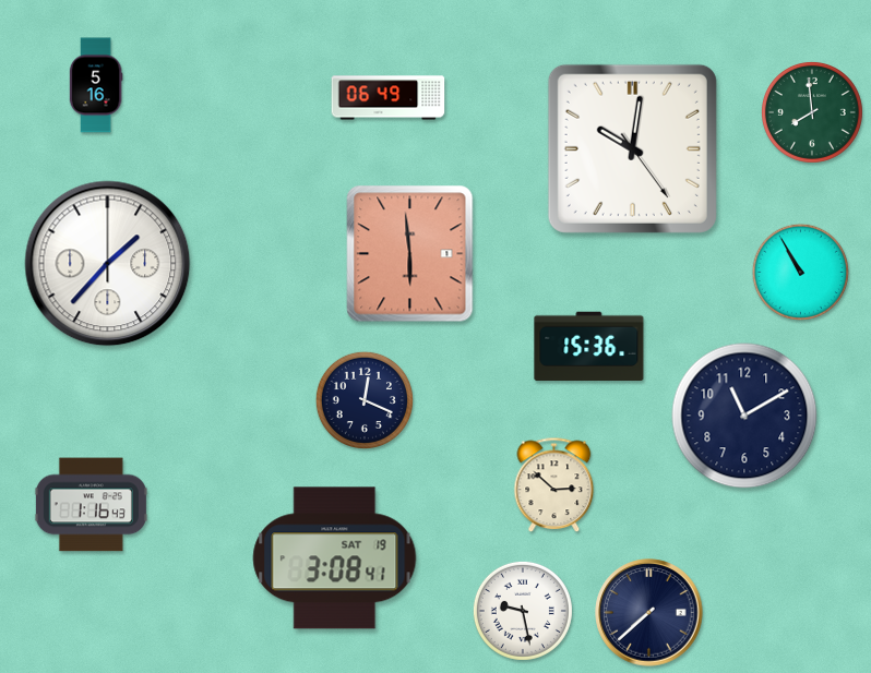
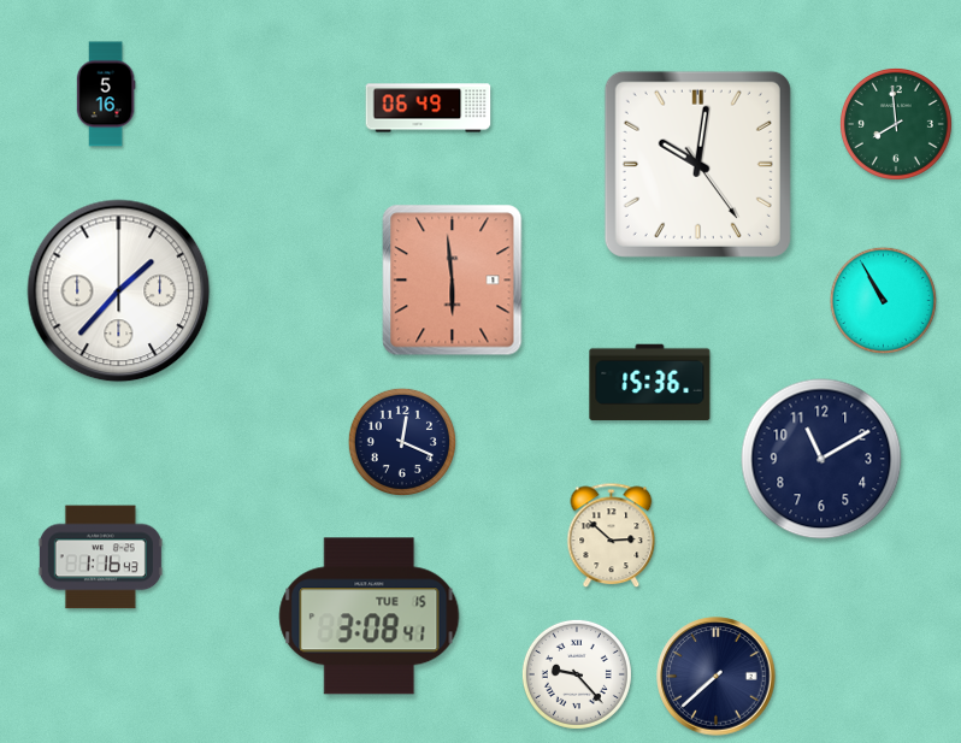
clock at (335, 558) date: SAT 19 -> TUE 15
clock at (523, 611): 9:28 -> 9:23
